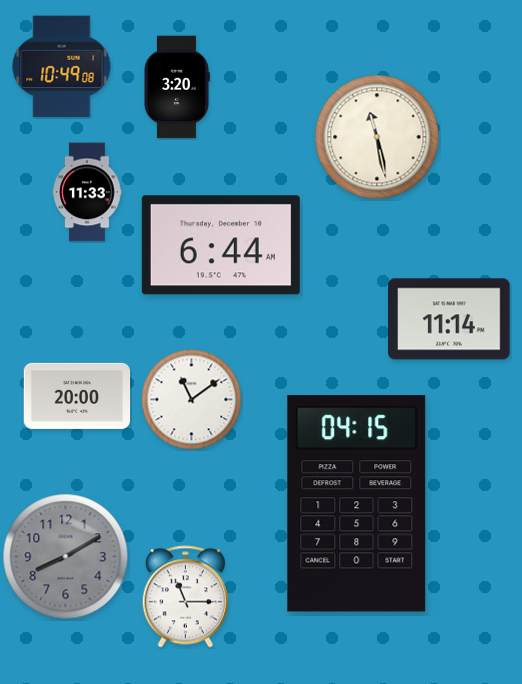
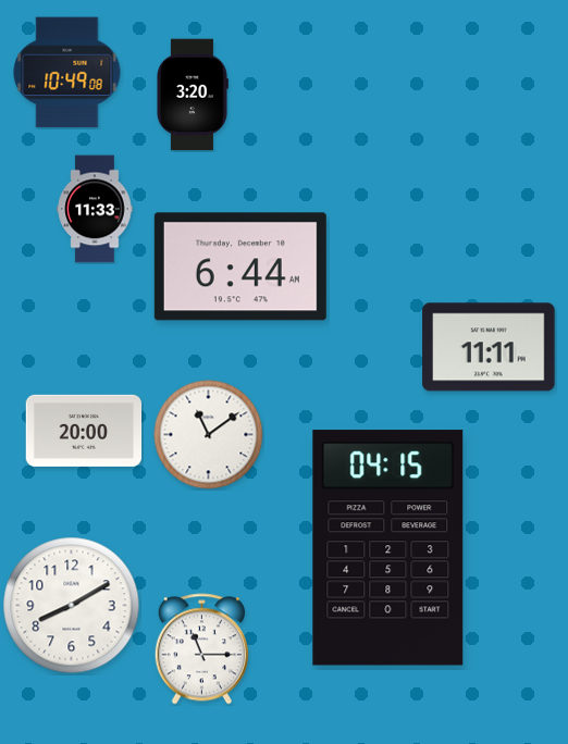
clock at (377, 137): 11:28 -> none
clock at (449, 319): 11:14 -> 11:11
clock at (66, 557) dial: grey -> white
